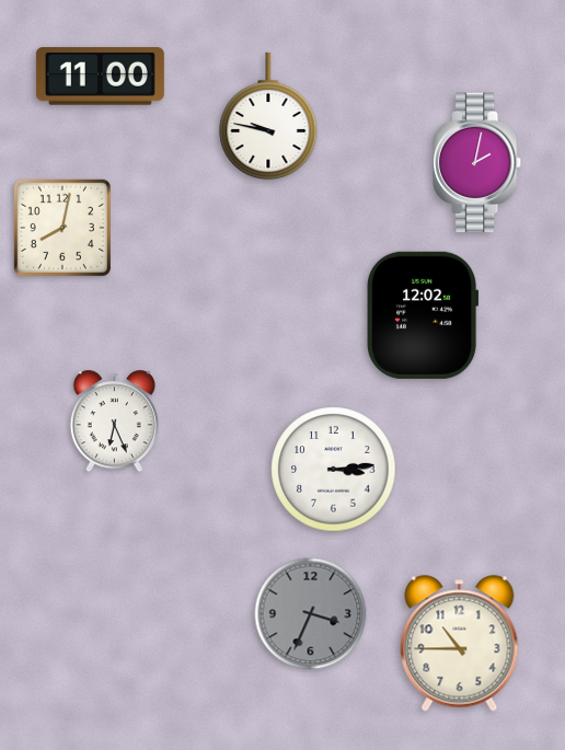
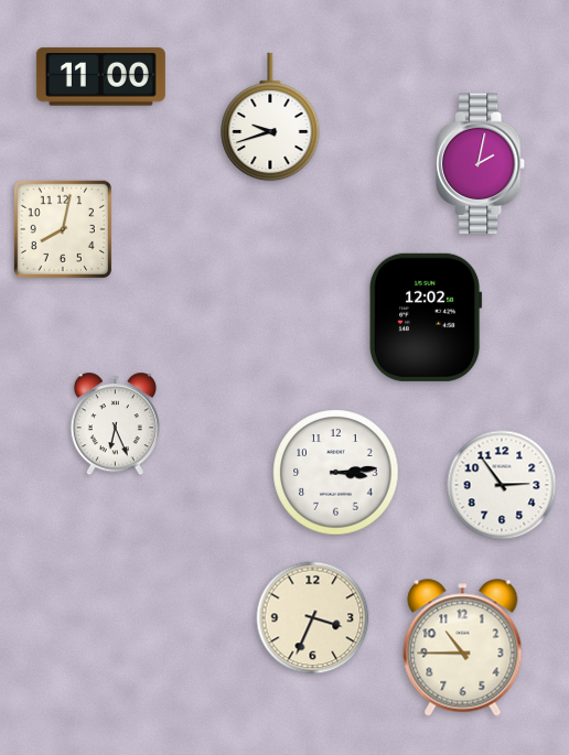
clock at (268, 116): 9:47 -> 9:42
clock at (502, 485): none -> 2:54
clock at (311, 614) dial: grey -> cream
